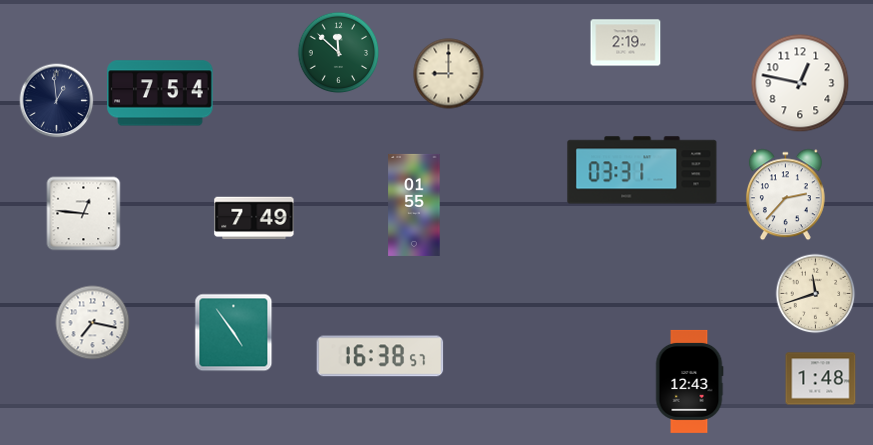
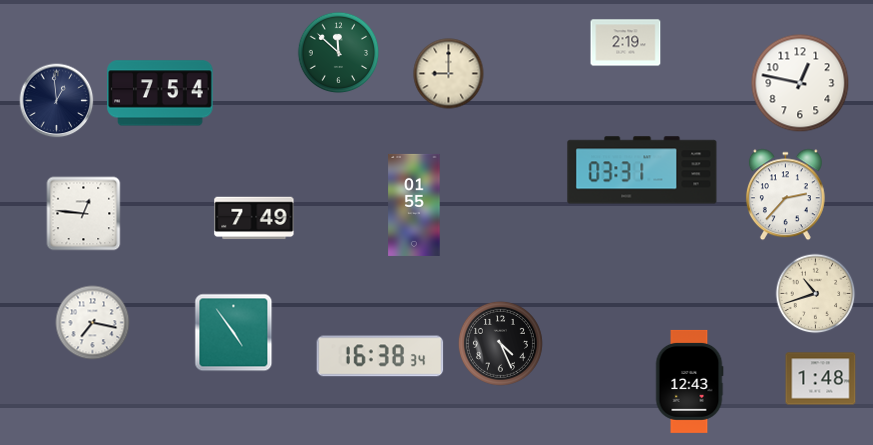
clock at (816, 294): 11:42 -> 10:42
clock at (500, 343): none -> 4:26
clock at (380, 356): 16:38:57 -> 16:38:34
